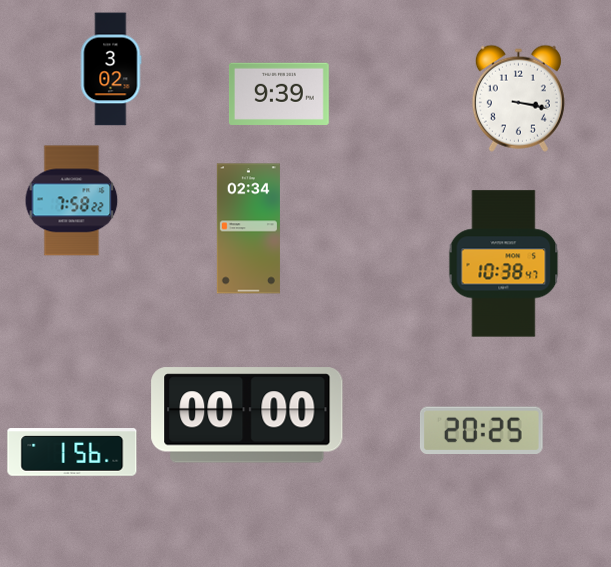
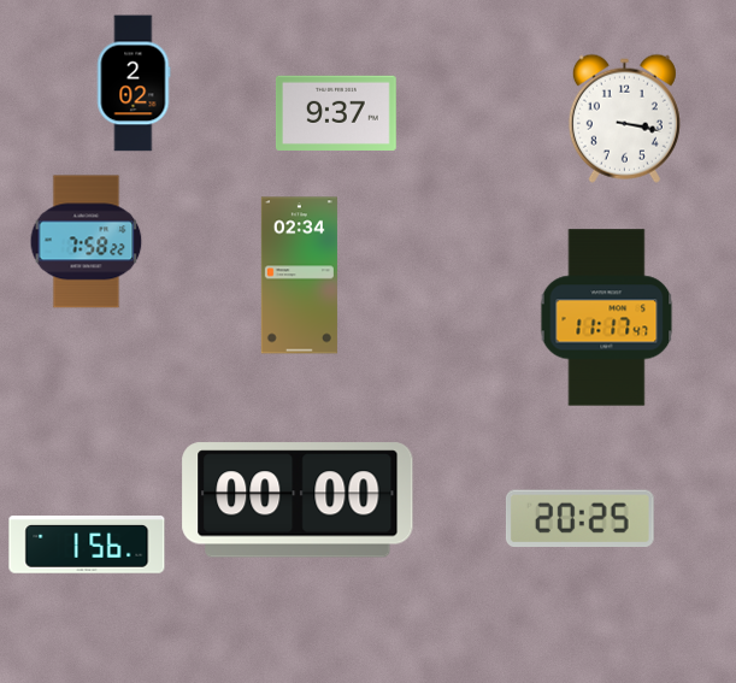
clock at (111, 69): 3:02 -> 2:02
clock at (279, 94): 9:39 -> 9:37
clock at (504, 264): 10:38 -> 11:17
